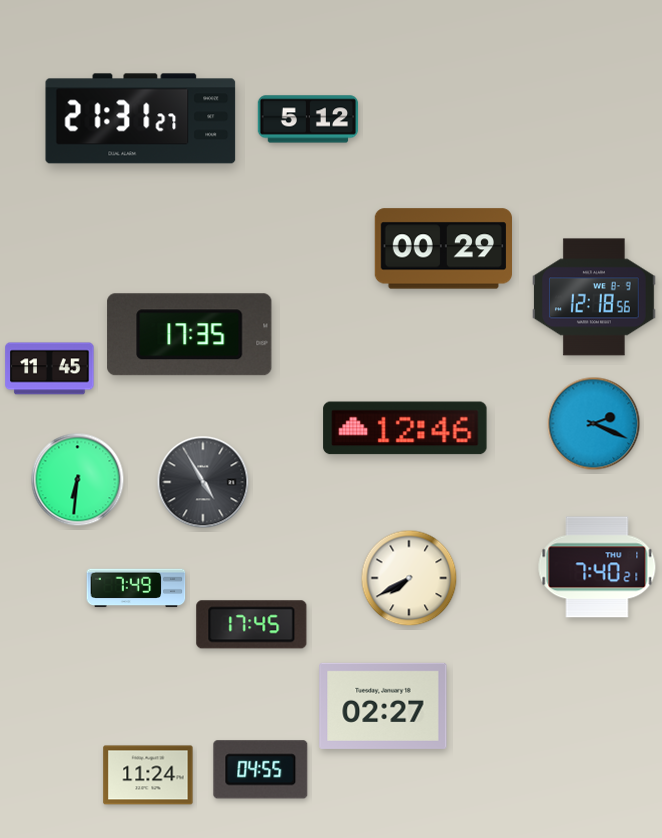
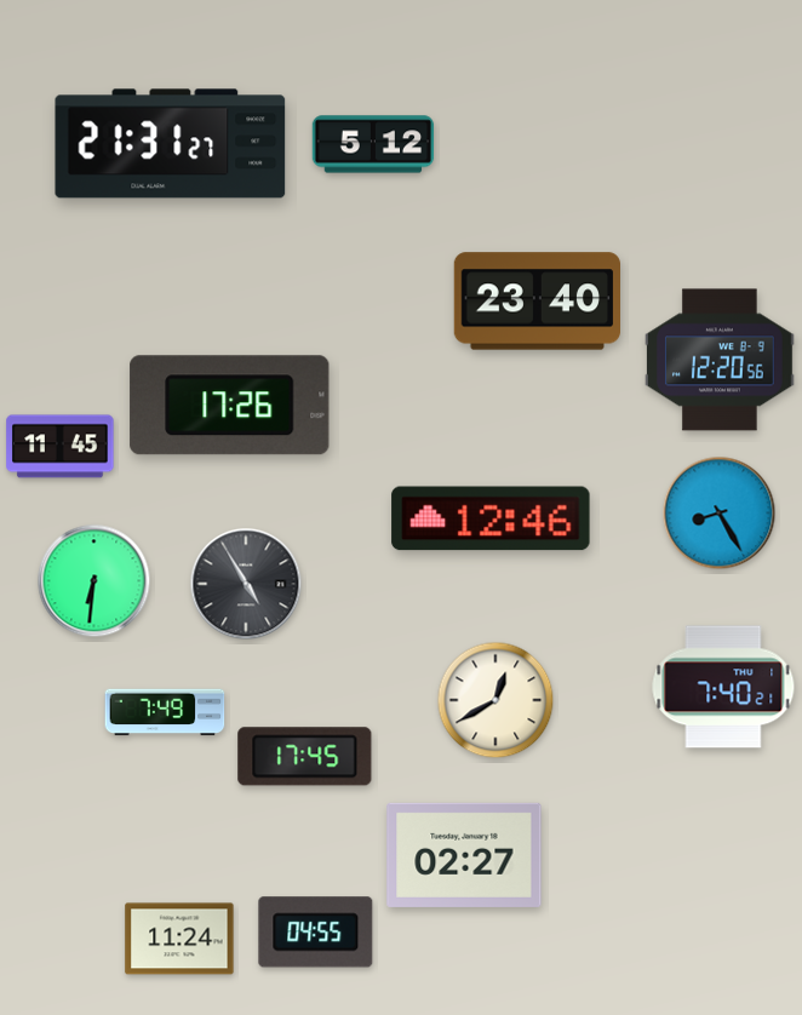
clock at (443, 249): 00:29 -> 23:40
clock at (594, 297): 12:18 -> 12:20
clock at (190, 335): 17:35 -> 17:26
clock at (594, 424): 2:19 -> 8:25
clock at (409, 578): 7:40 -> 12:40
